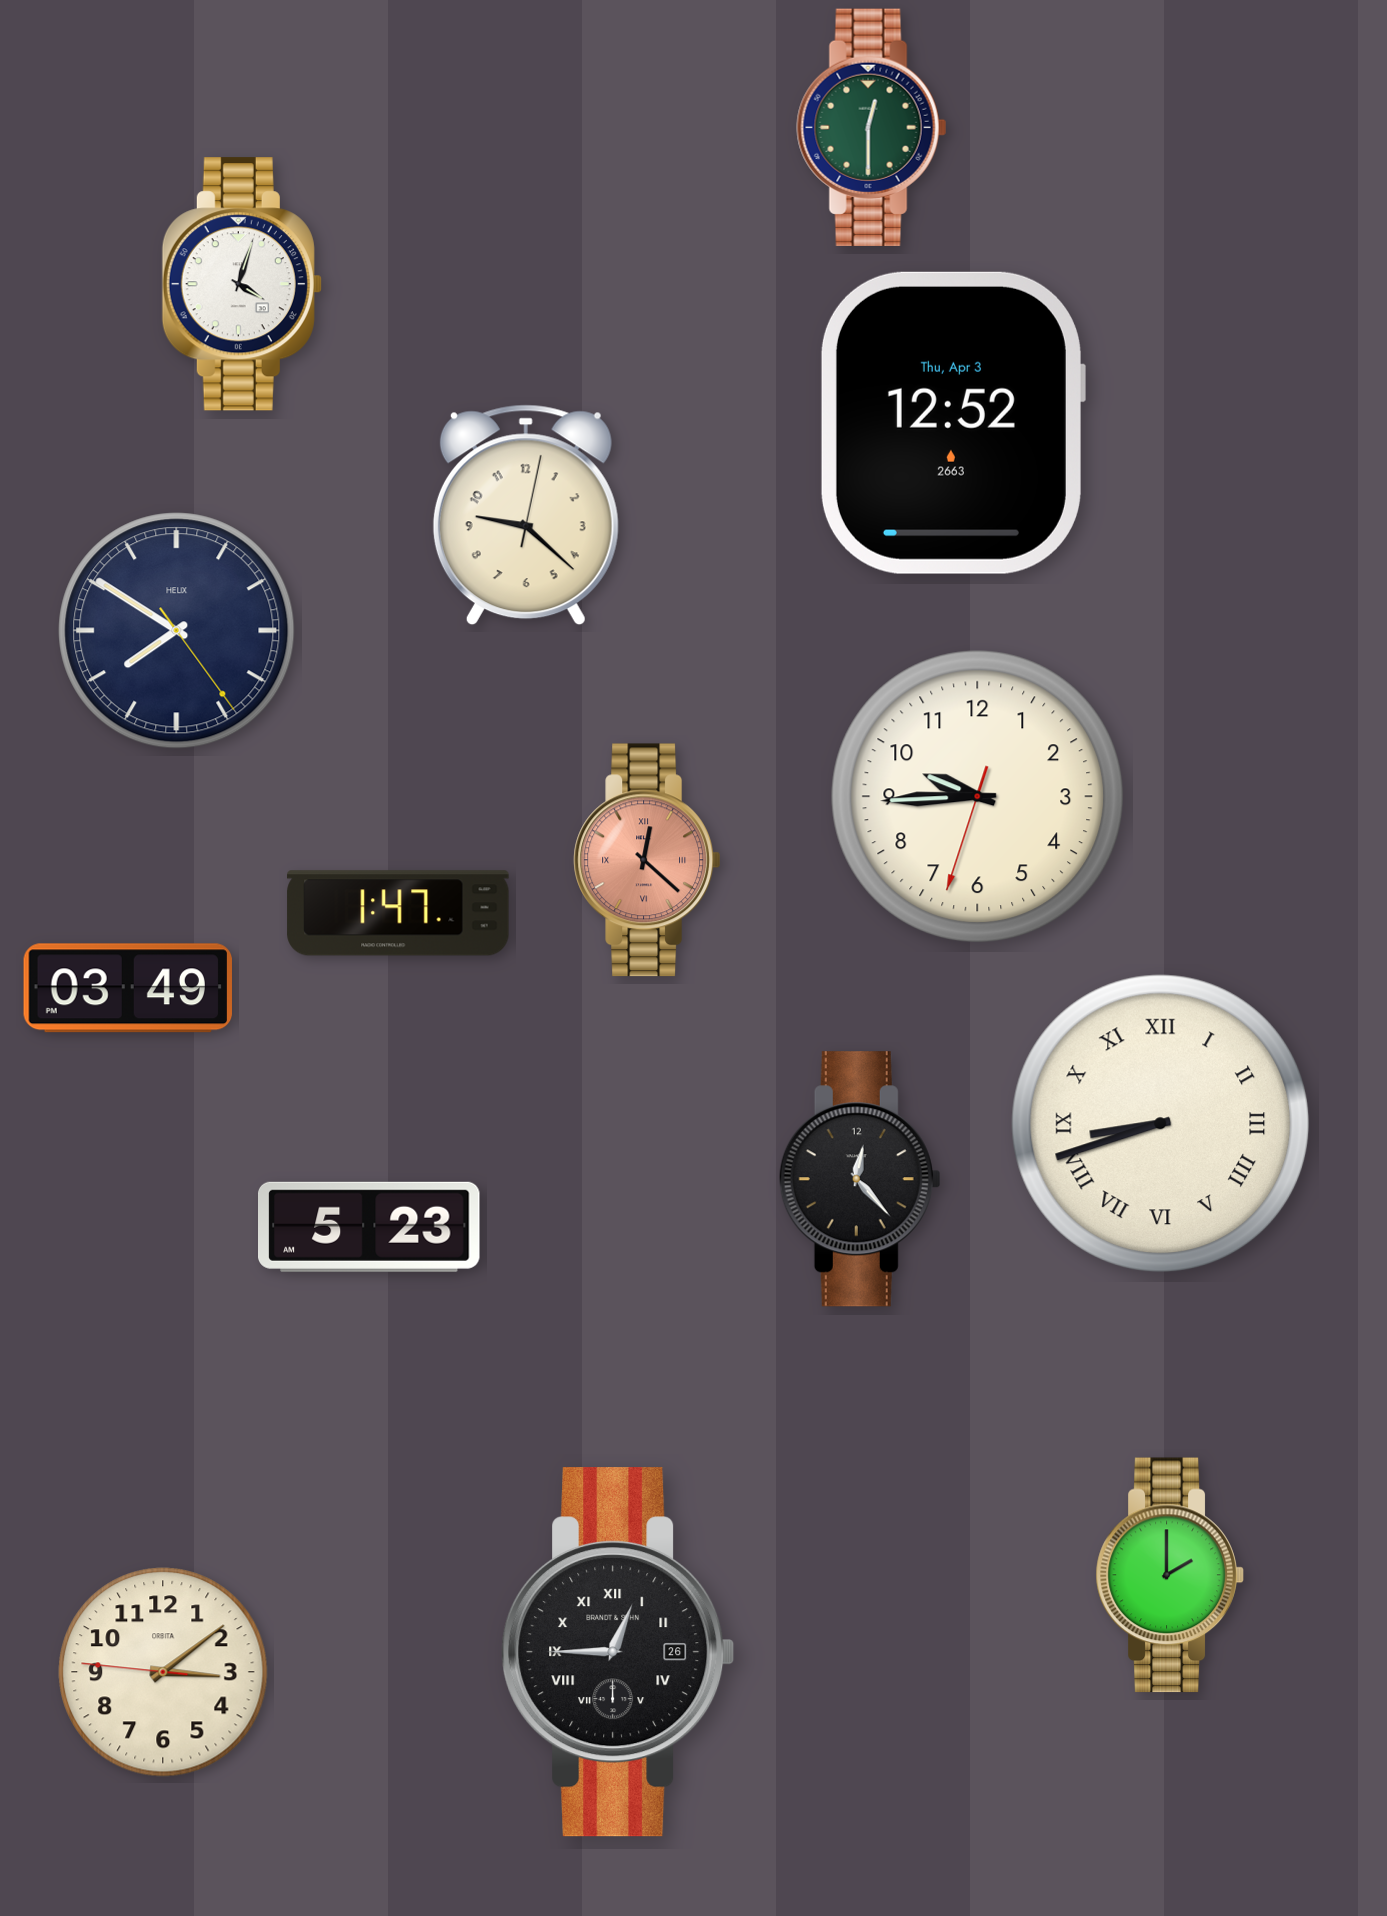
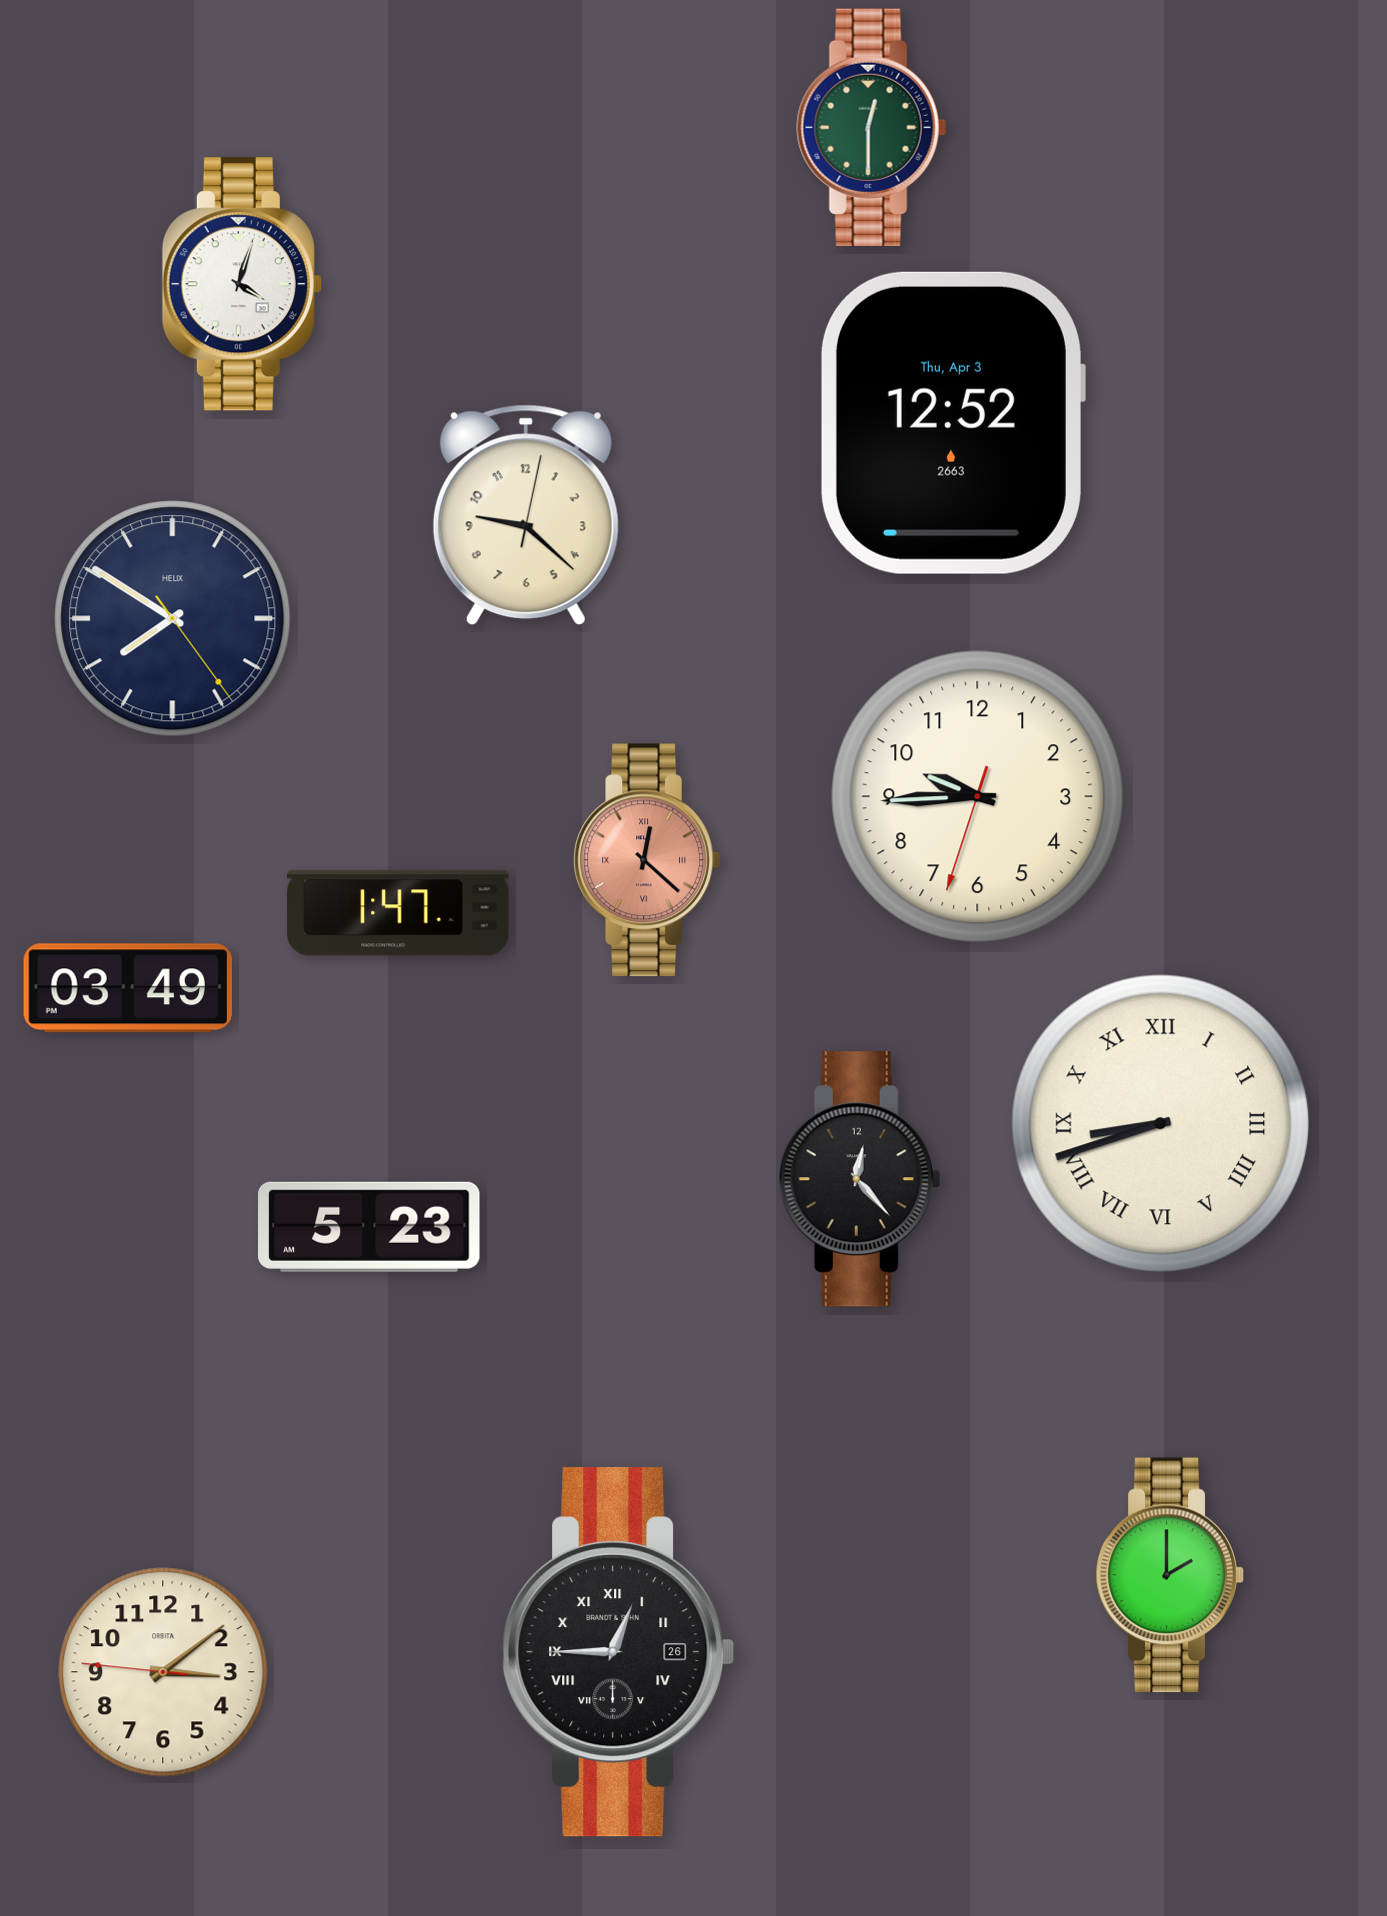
clock at (177, 631) position: (177, 631) -> (173, 619)
